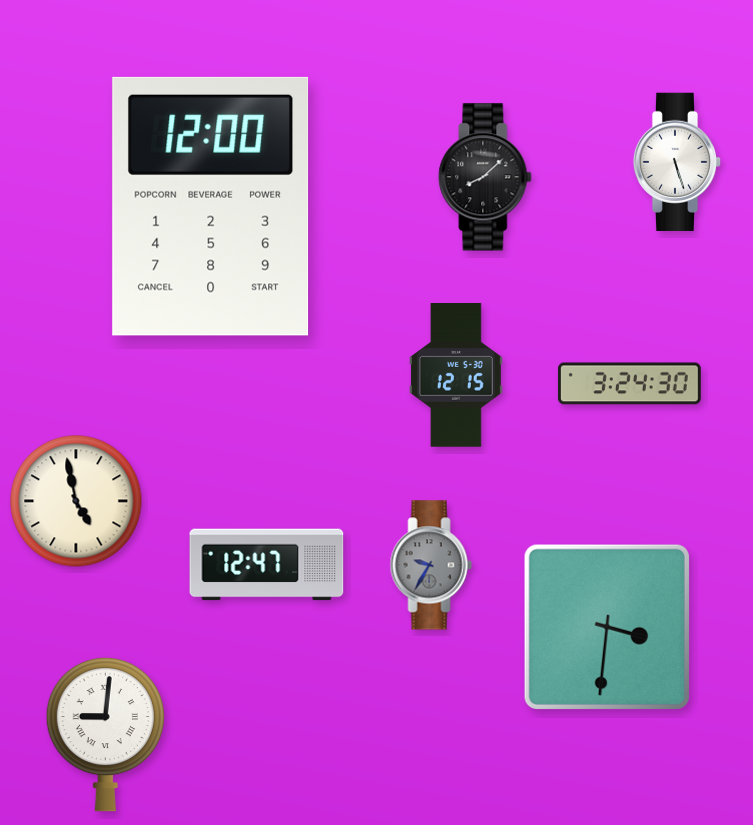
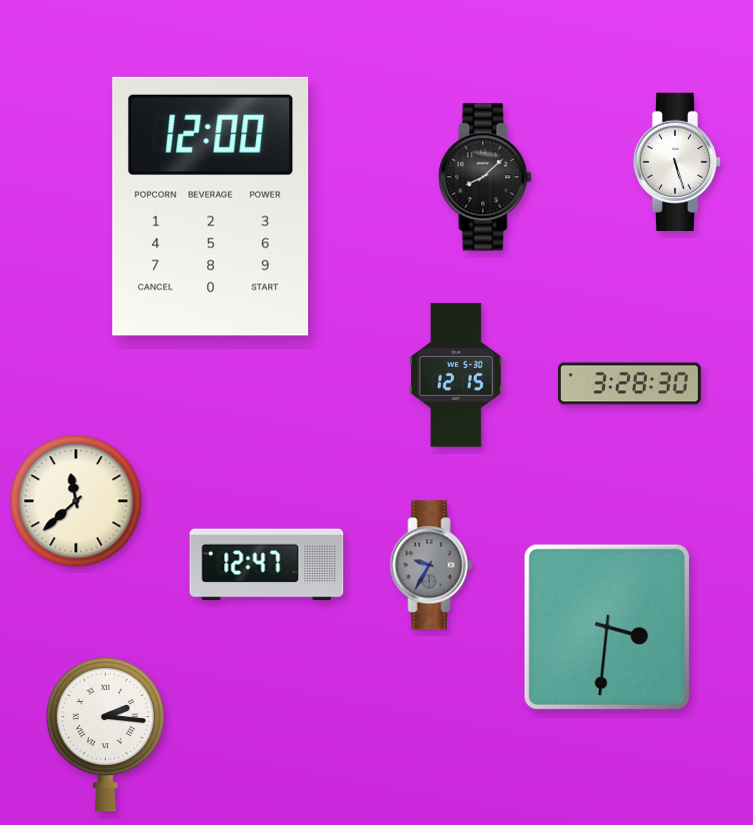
clock at (629, 384): 3:24 -> 3:28
clock at (76, 501): 4:58 -> 11:38
clock at (105, 734): 9:01 -> 2:16
